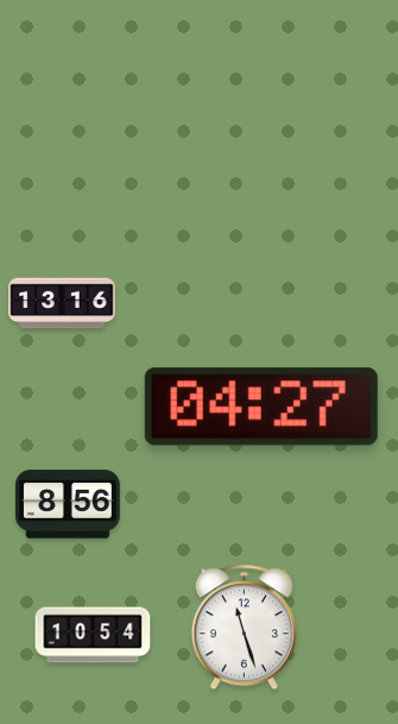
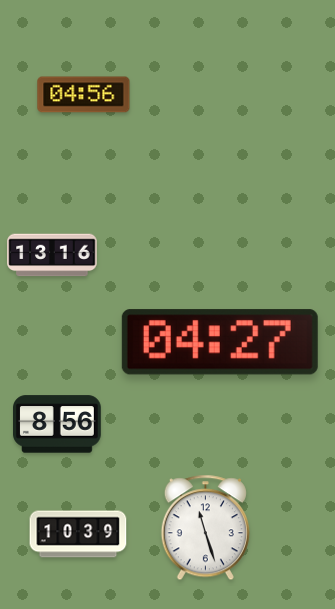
clock at (84, 95): none -> 04:56
clock at (93, 635): 10:54 -> 10:39
